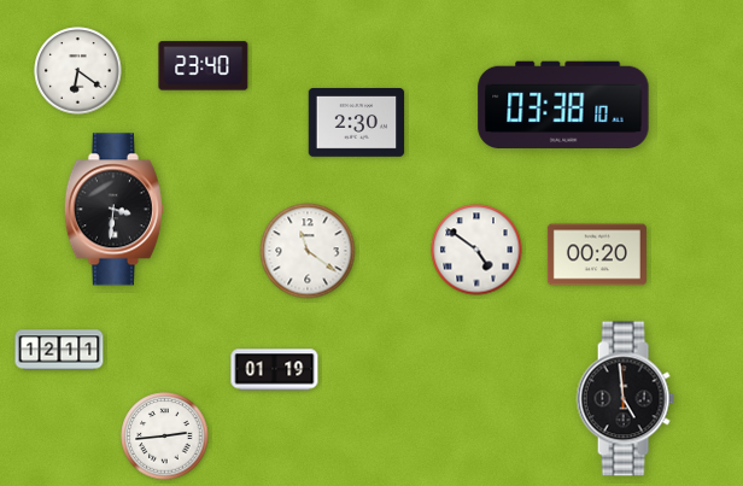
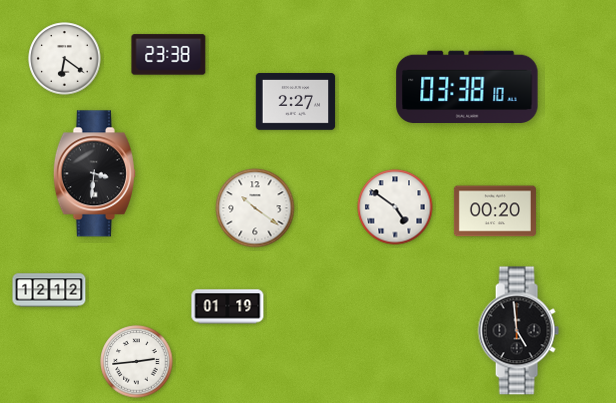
clock at (204, 66): 23:40 -> 23:38
clock at (357, 123): 2:30 -> 2:27
clock at (308, 251): 11:21 -> 10:21
clock at (59, 350): 12:11 -> 12:12
